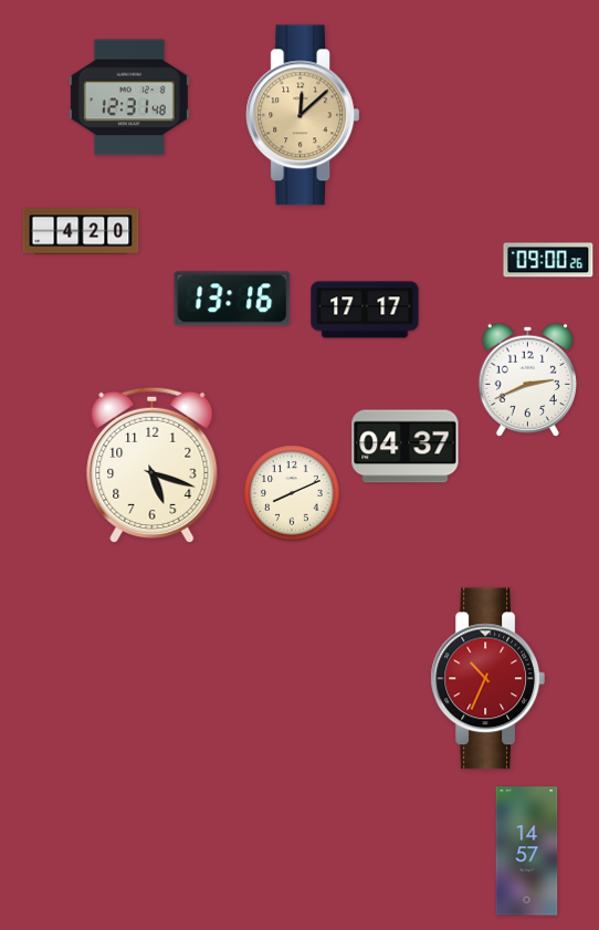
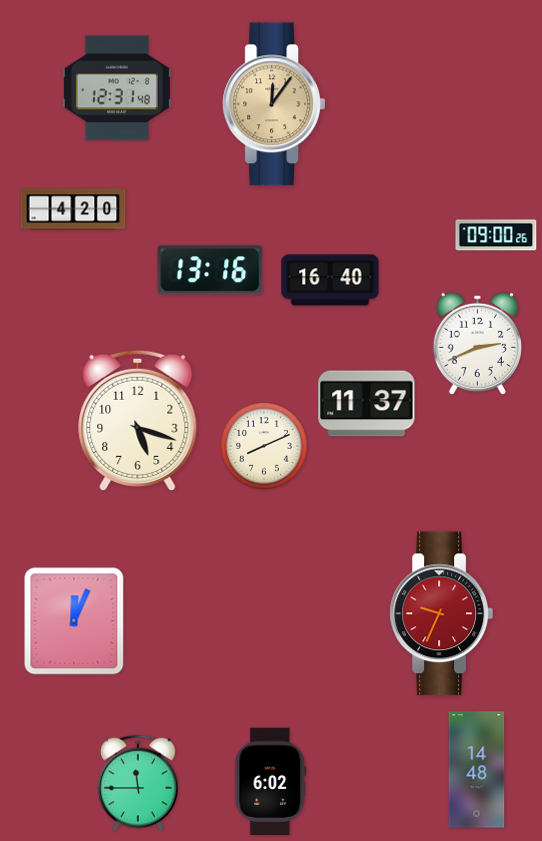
clock at (303, 115): 12:08 -> 12:06
clock at (365, 310): 17:17 -> 16:40
clock at (406, 447): 04:37 -> 11:37
clock at (487, 679): 10:34 -> 9:34
clock at (74, 621): none -> 12:04
clock at (527, 851): 14:57 -> 14:48
clock at (271, 782): none -> 6:02
clock at (138, 783): none -> 11:45
